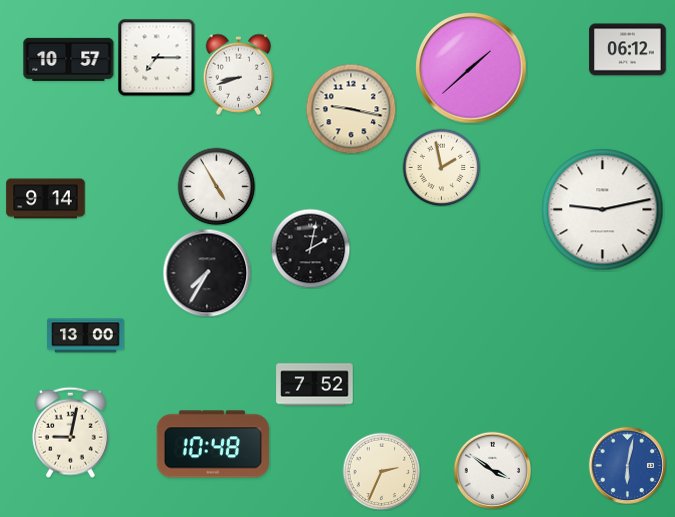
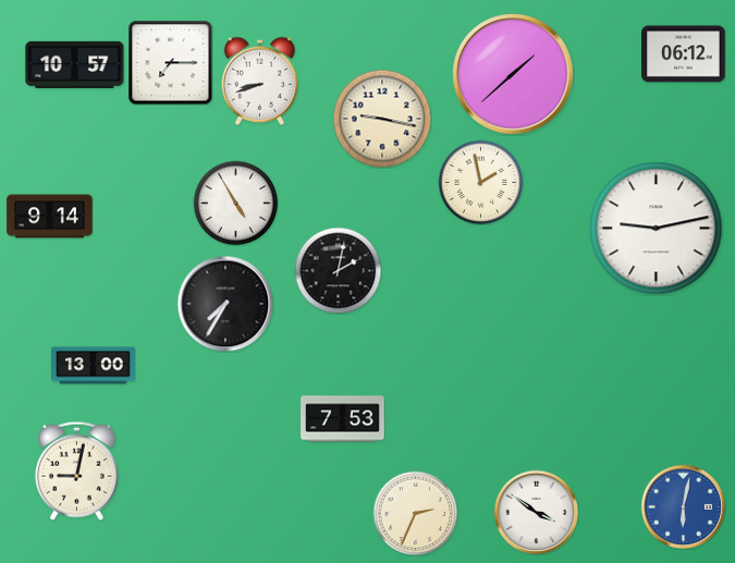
clock at (207, 273) position: (207, 273) -> (225, 304)
clock at (315, 385): 7:52 -> 7:53
clock at (213, 444): 10:48 -> none
